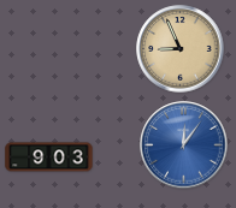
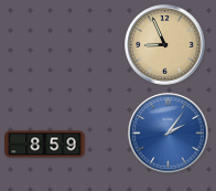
clock at (184, 145): 12:06 -> 2:06
clock at (49, 158): 9:03 -> 8:59
